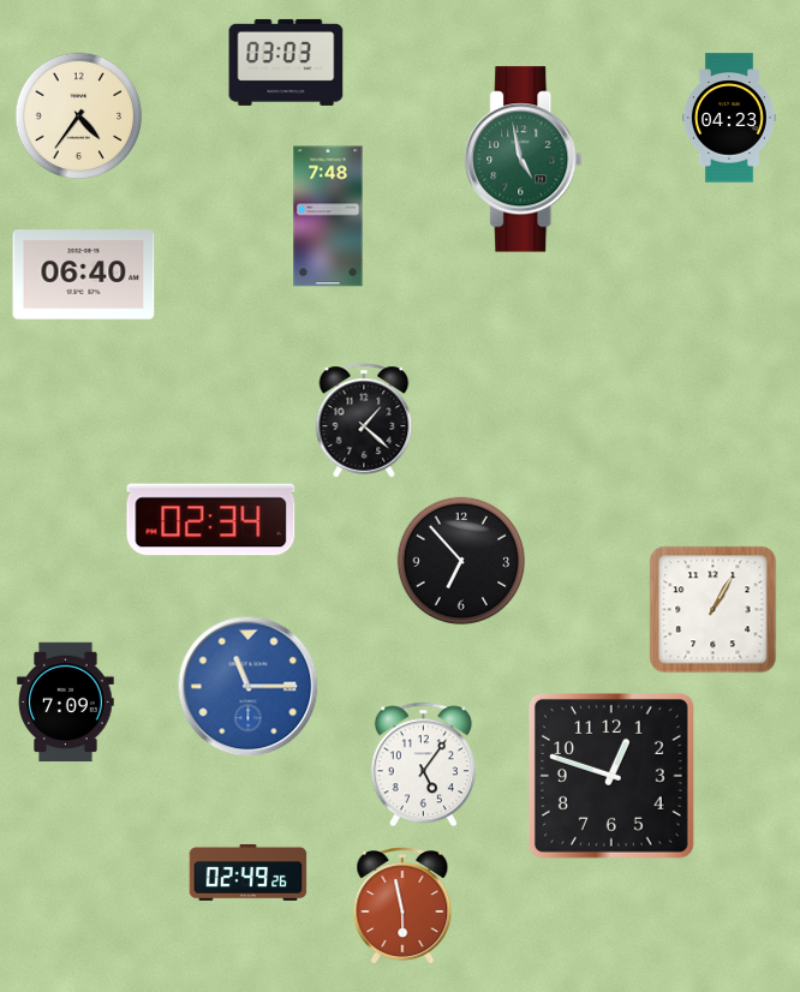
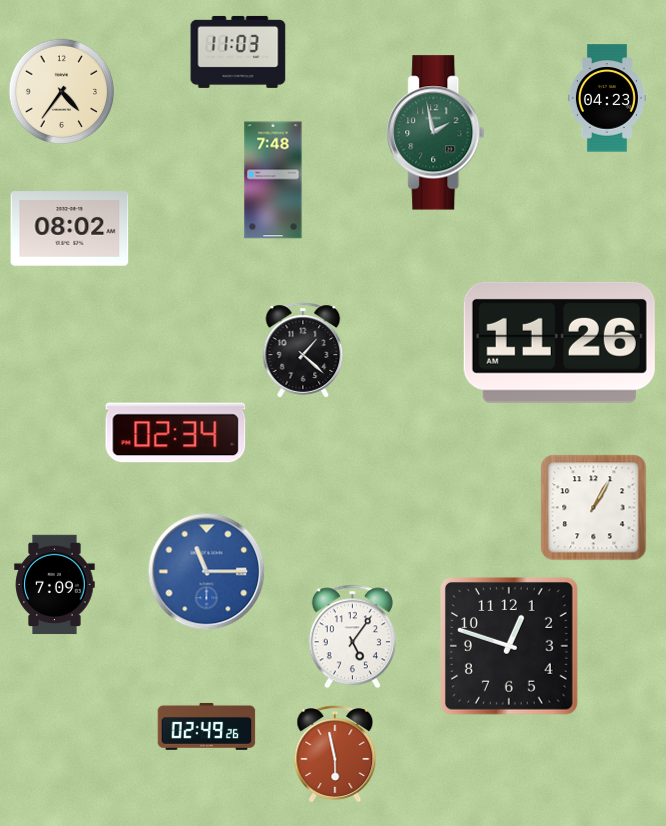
clock at (286, 62): 03:03 -> 11:03
clock at (79, 116) position: (79, 116) -> (62, 92)
clock at (524, 160): 4:58 -> 1:58
clock at (84, 275): 06:40 -> 08:02
clock at (559, 342): none -> 11:26
clock at (461, 561): 6:53 -> none
